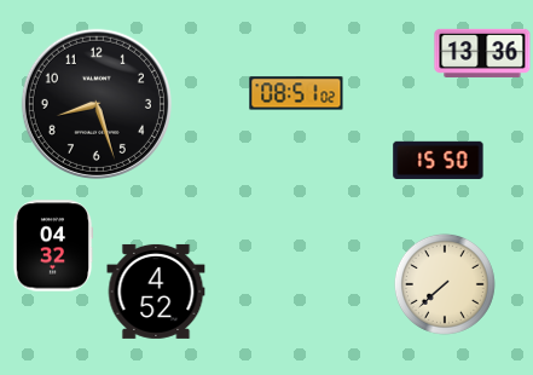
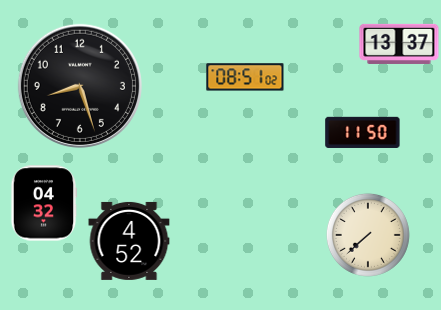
clock at (482, 53): 13:36 -> 13:37
clock at (439, 160): 15:50 -> 11:50
